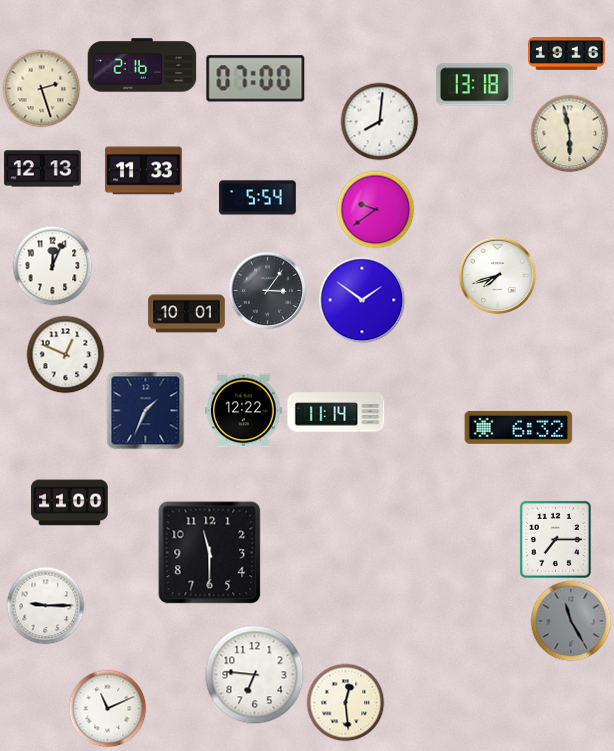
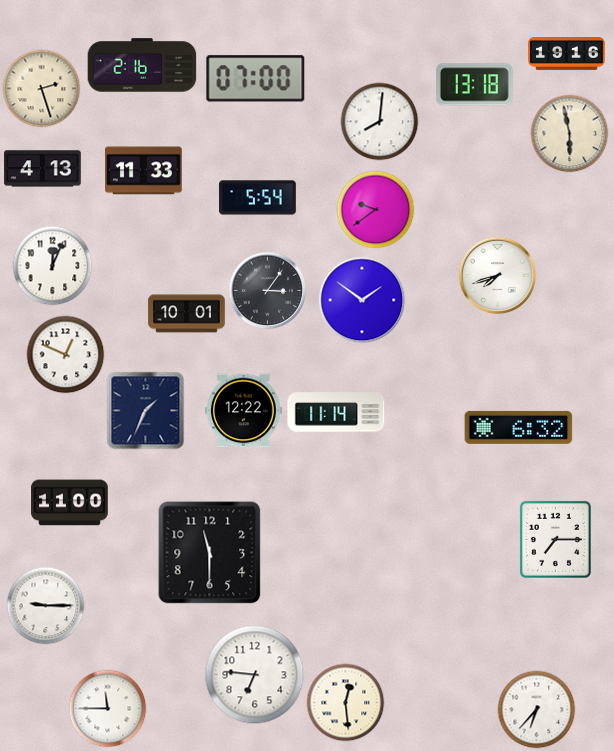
clock at (43, 169): 12:13 -> 4:13
clock at (571, 621): 11:25 -> none
clock at (107, 708): 11:11 -> 11:45
clock at (536, 709): none -> 6:37
